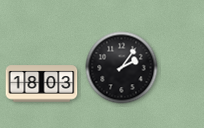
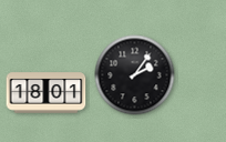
clock at (42, 84): 18:03 -> 18:01
